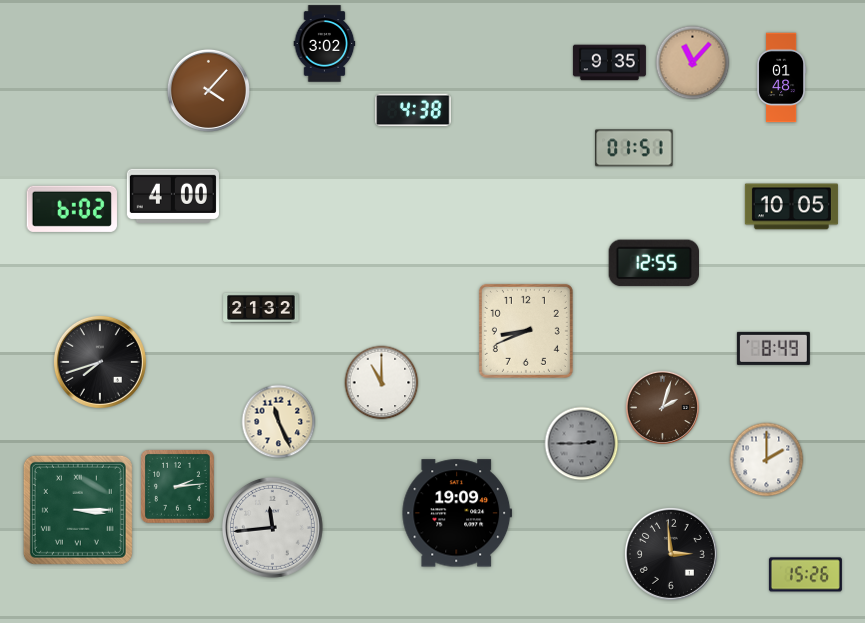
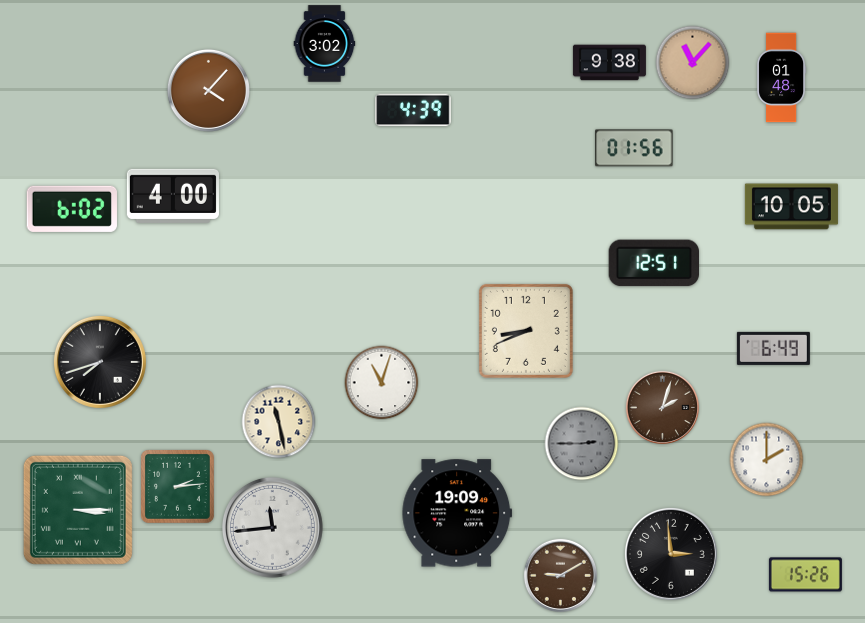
clock at (609, 63): 9:35 -> 9:38
clock at (413, 110): 4:38 -> 4:39
clock at (634, 148): 01:51 -> 01:56
clock at (653, 263): 12:55 -> 12:51
clock at (261, 308): 21:32 -> none
clock at (773, 348): 8:49 -> 6:49
clock at (382, 383): 11:00 -> 11:03
clock at (279, 422): 11:26 -> 11:28
clock at (560, 575): none -> 9:10
